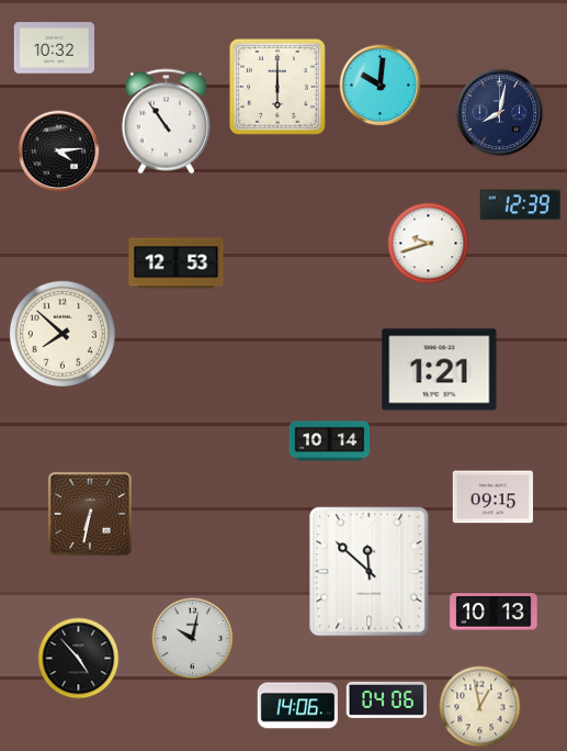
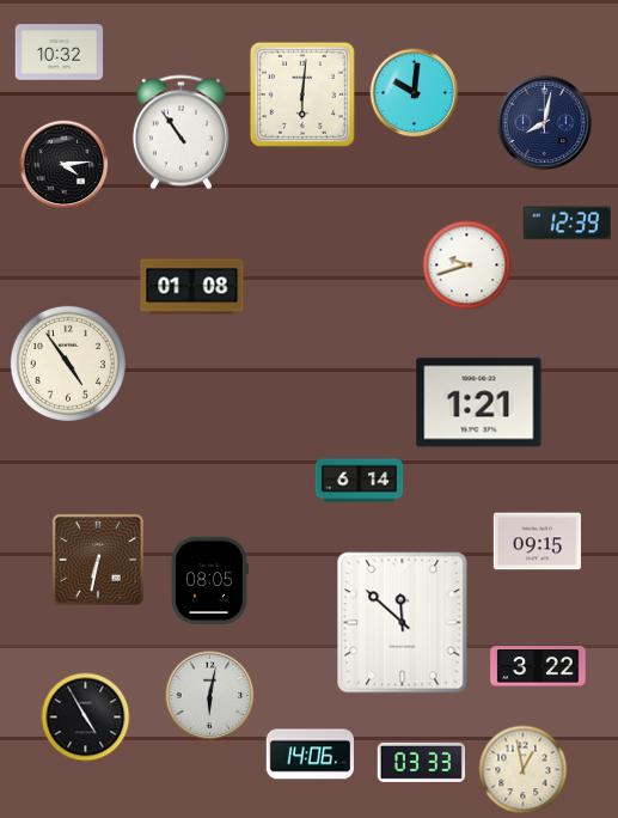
clock at (277, 87): 6:00 -> 6:01
clock at (177, 264): 12:53 -> 01:08
clock at (63, 334): 7:52 -> 4:54
clock at (330, 441): 10:14 -> 6:14
clock at (209, 580): none -> 08:05
clock at (494, 612): 10:13 -> 3:22
clock at (193, 639): 10:02 -> 6:02
clock at (79, 659): 4:53 -> 4:55
clock at (386, 699): 04:06 -> 03:33
clock at (297, 706) position: (297, 706) -> (310, 755)
